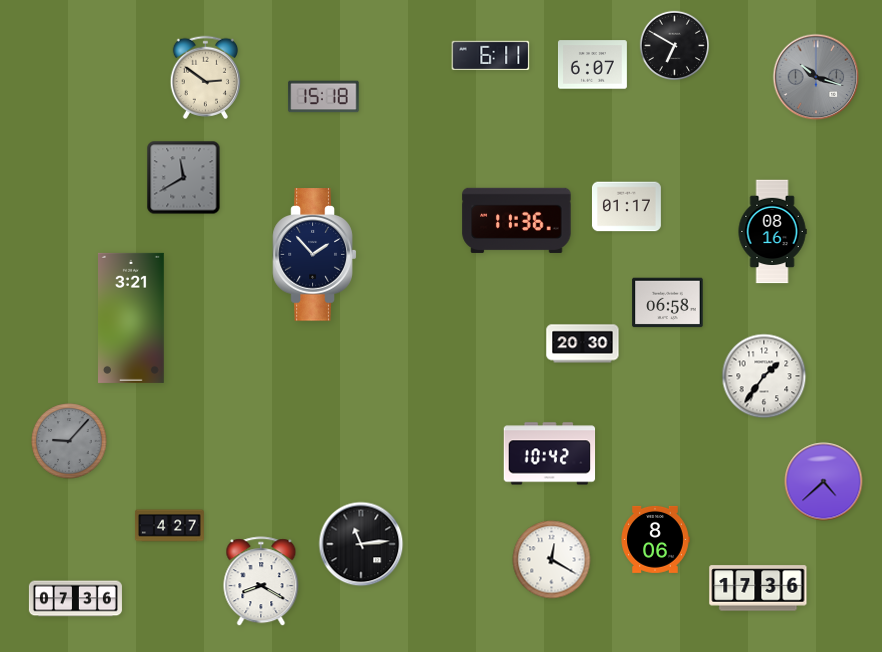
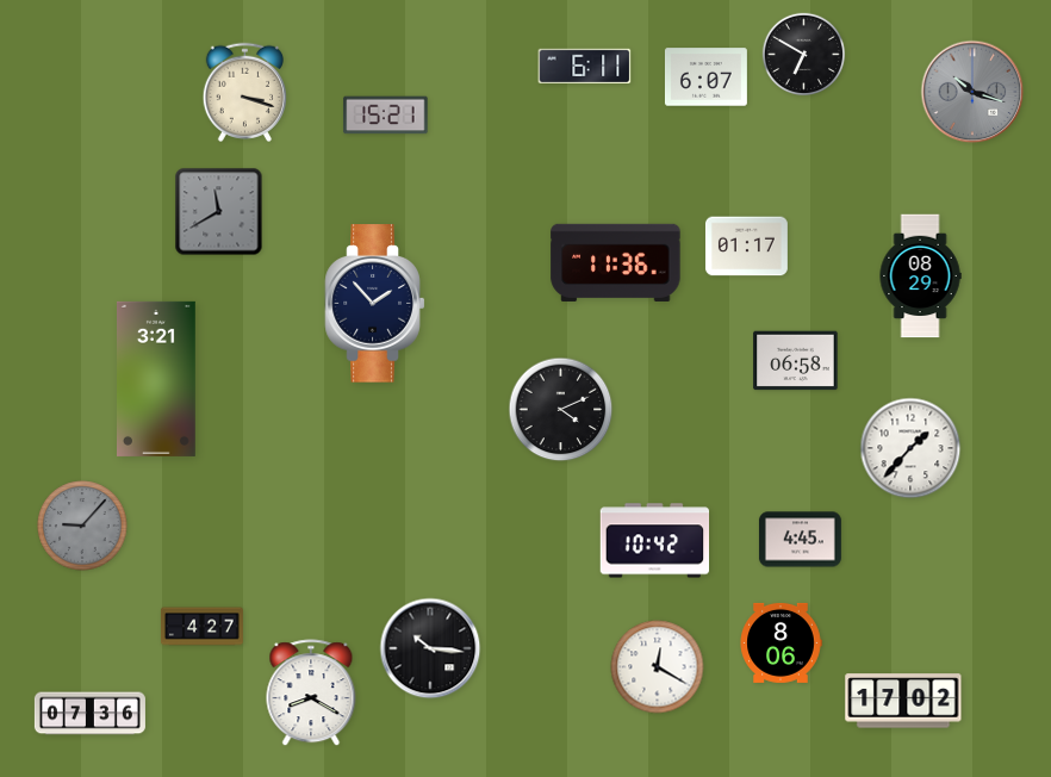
clock at (205, 77): 2:51 -> 3:18
clock at (324, 97): 15:18 -> 15:21
clock at (772, 232): 08:16 -> 08:29
clock at (561, 410): none -> 4:11
clock at (583, 344): 20:30 -> none
clock at (764, 376): 1:36 -> 1:37
clock at (800, 540): none -> 4:45
clock at (824, 482): 4:38 -> none
clock at (361, 544): 11:14 -> 10:16
clock at (758, 588): 17:36 -> 17:02
